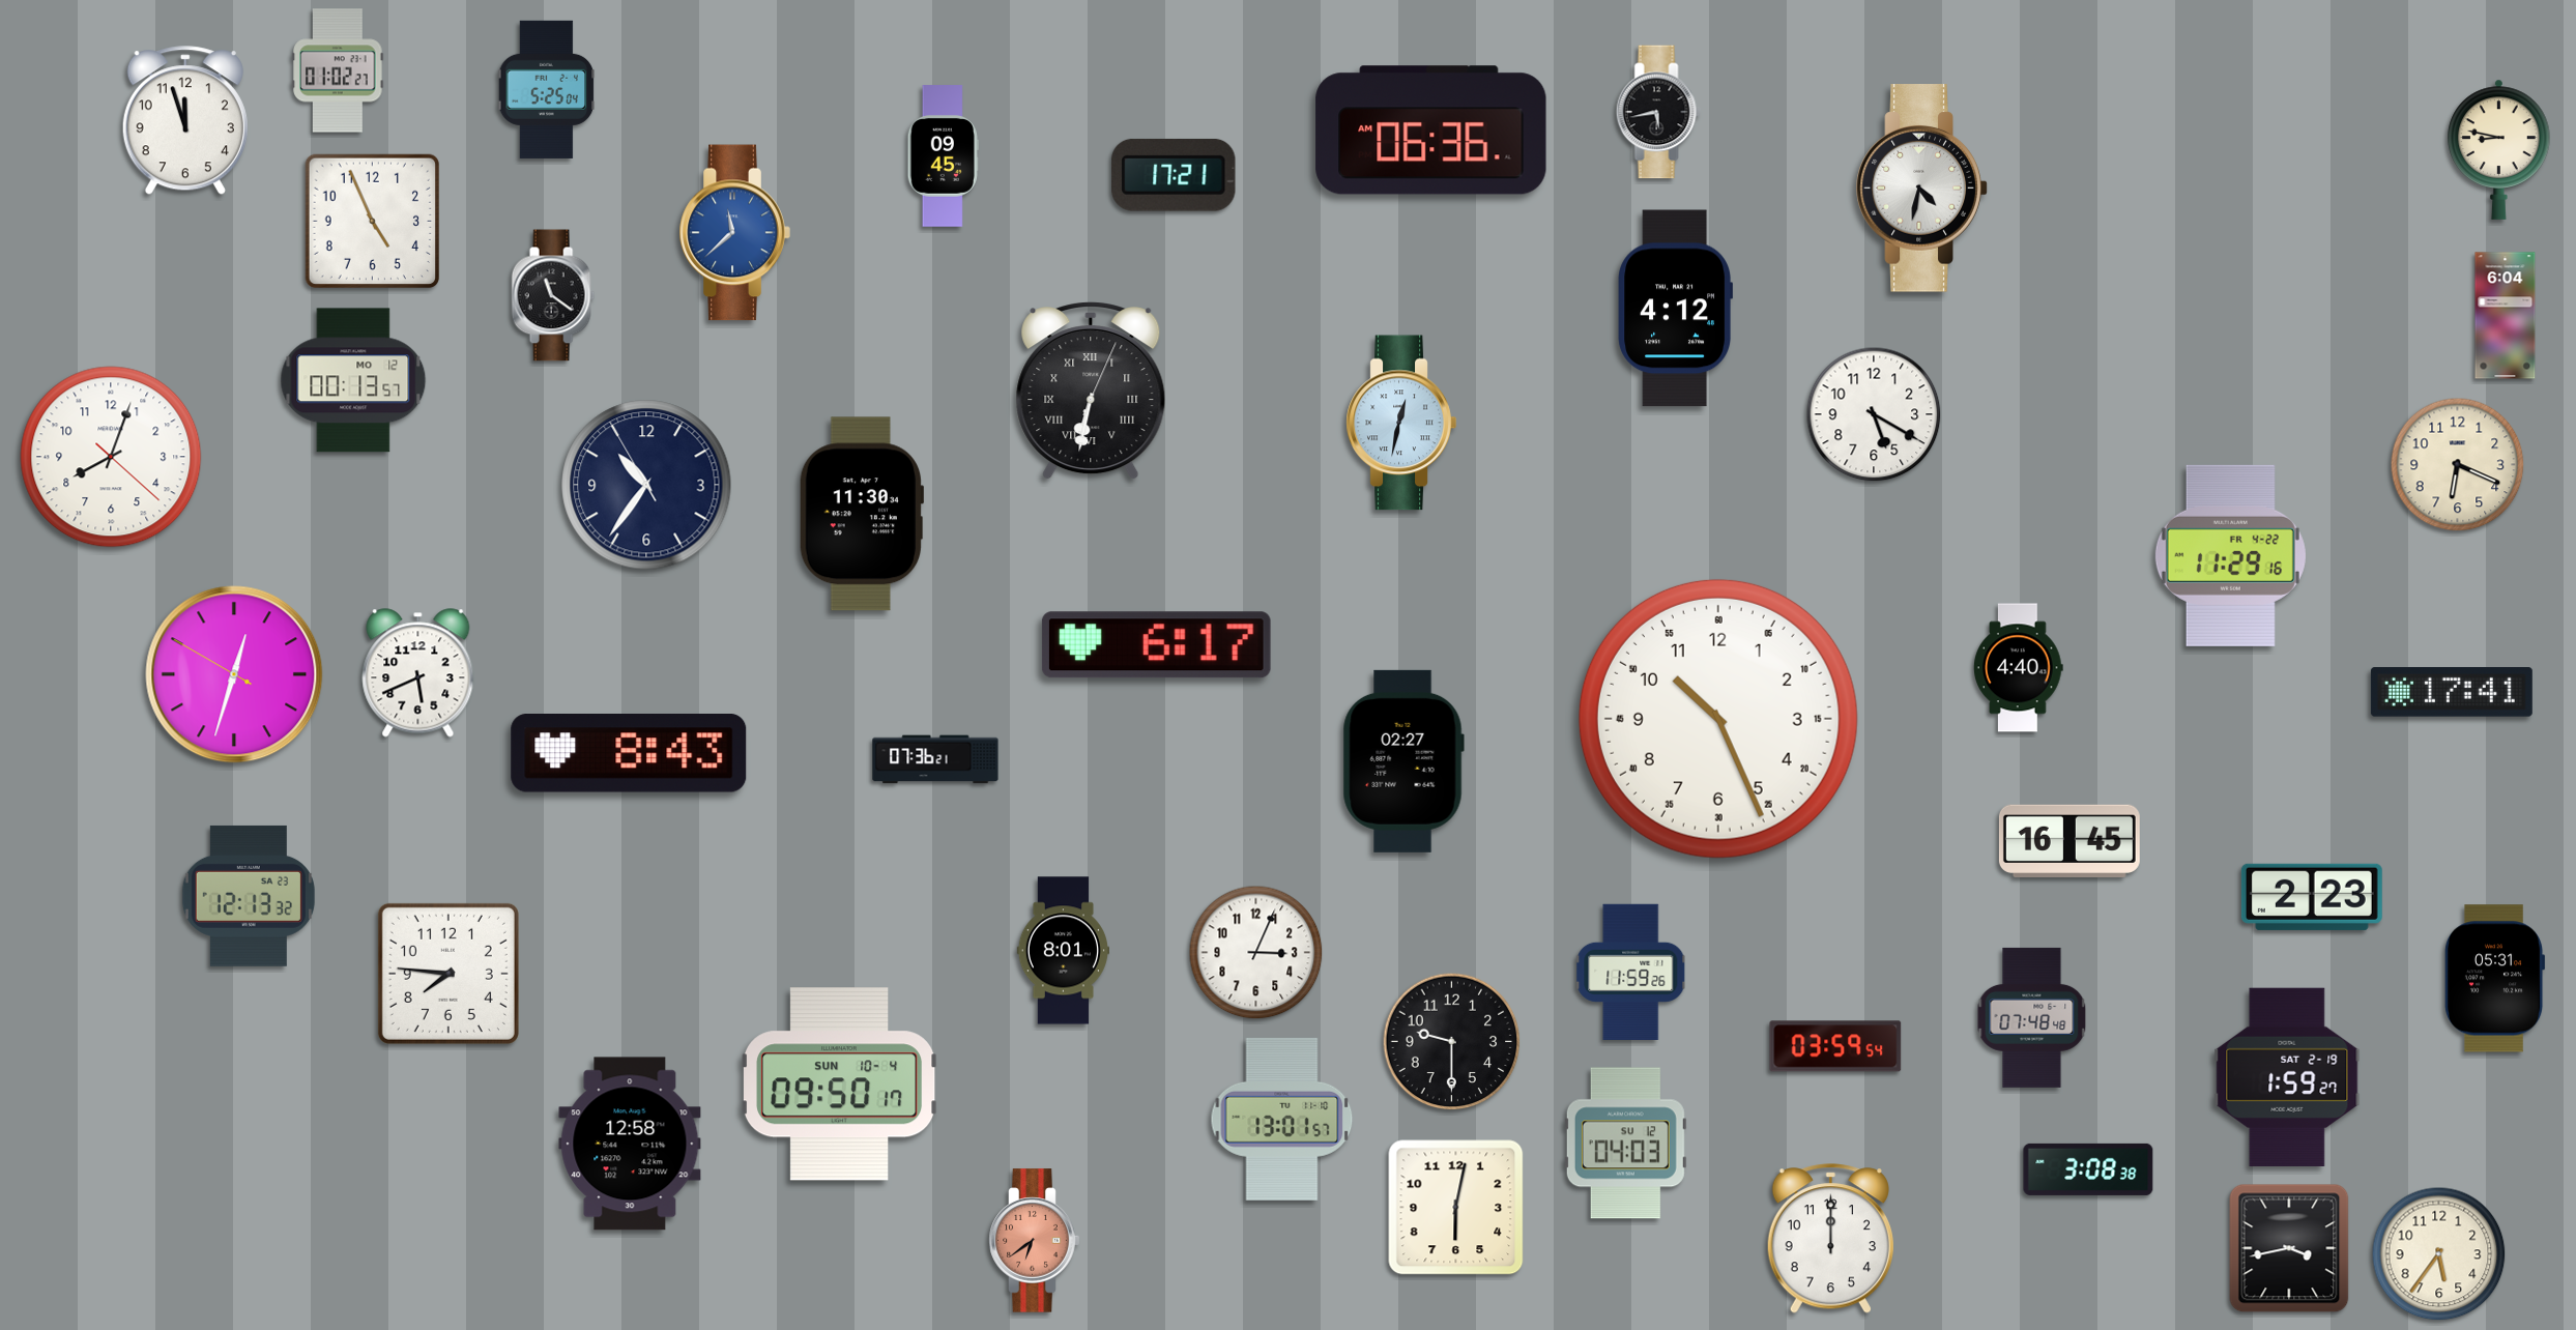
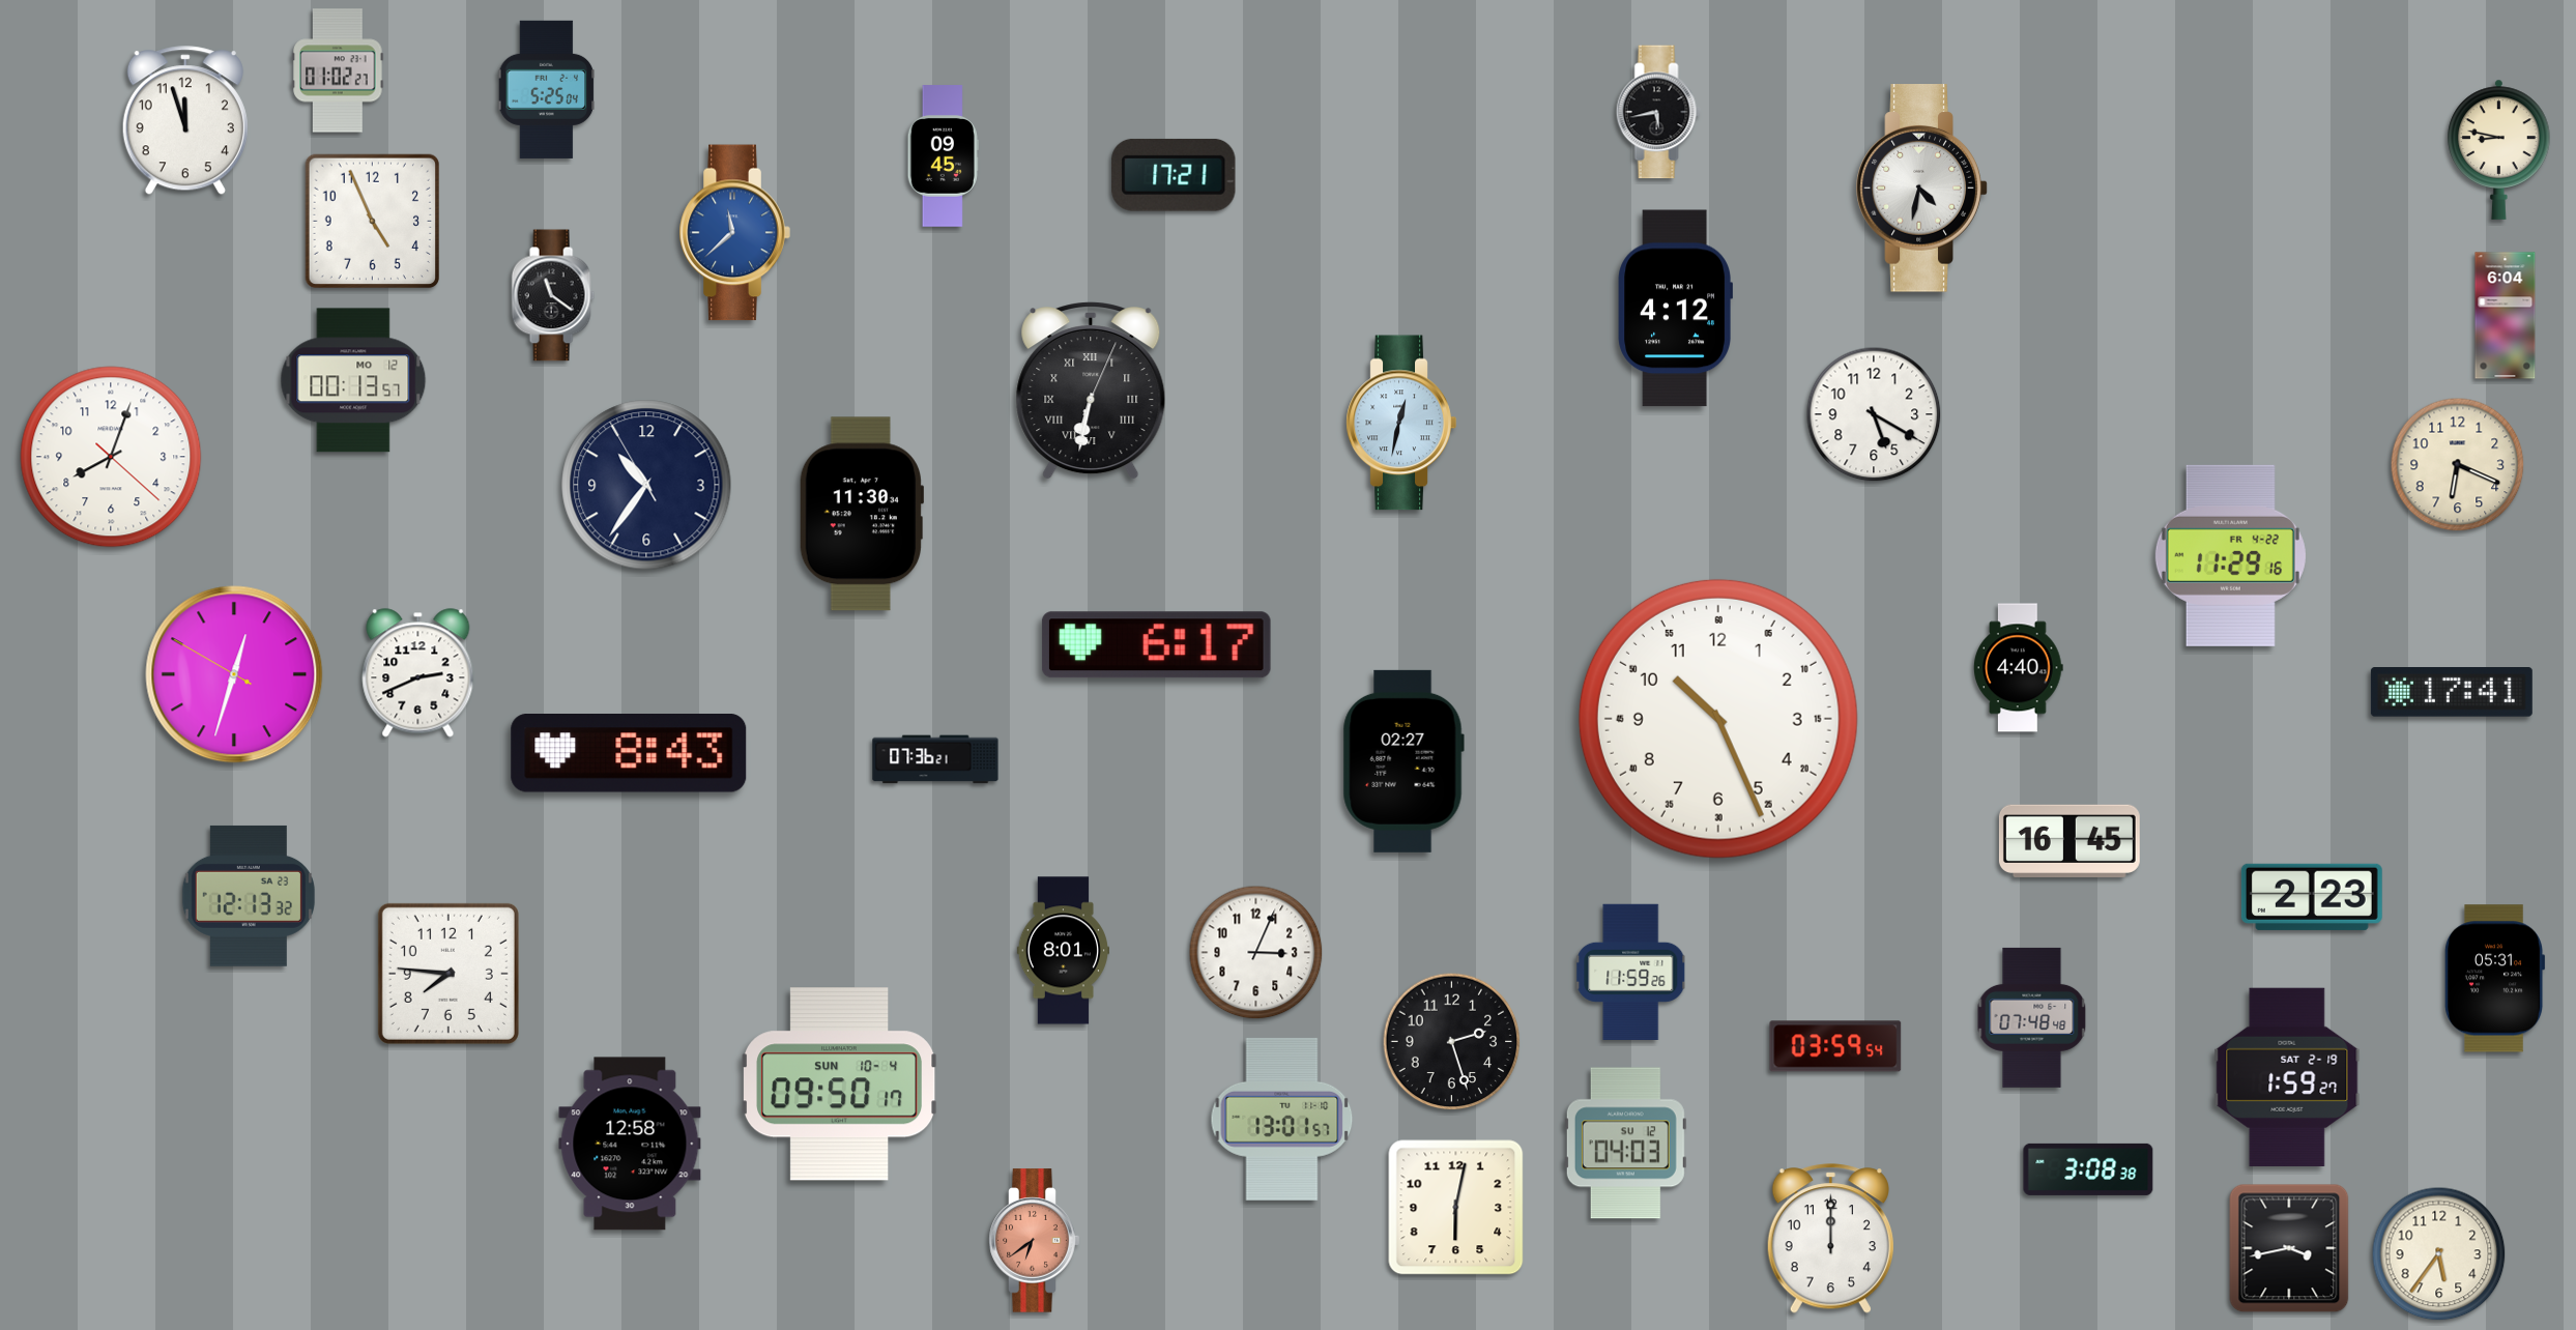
clock at (1431, 131): 06:36 -> none
clock at (418, 673): 5:41 -> 2:41
clock at (1452, 1042): 9:30 -> 2:27
